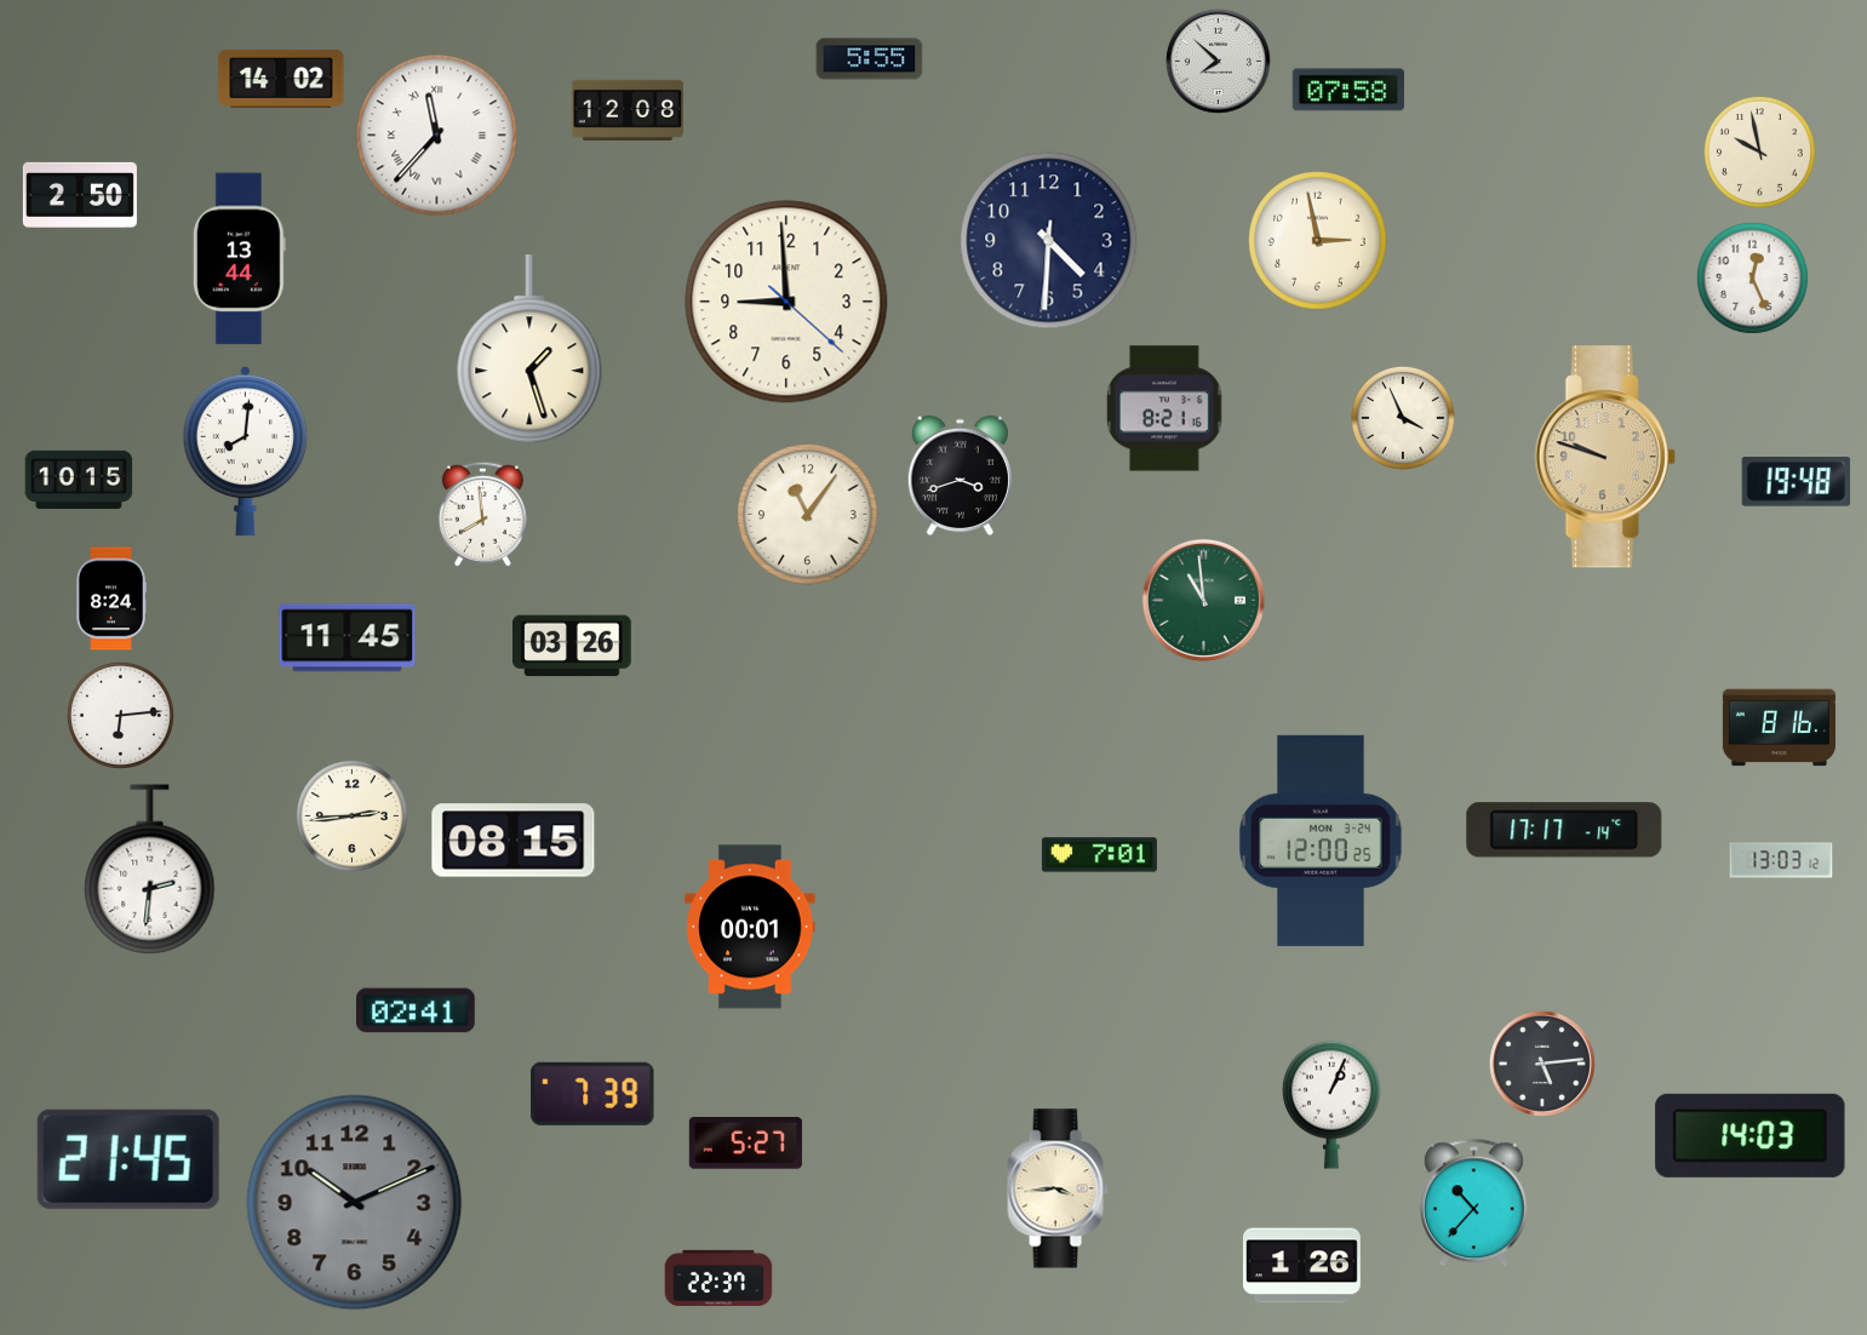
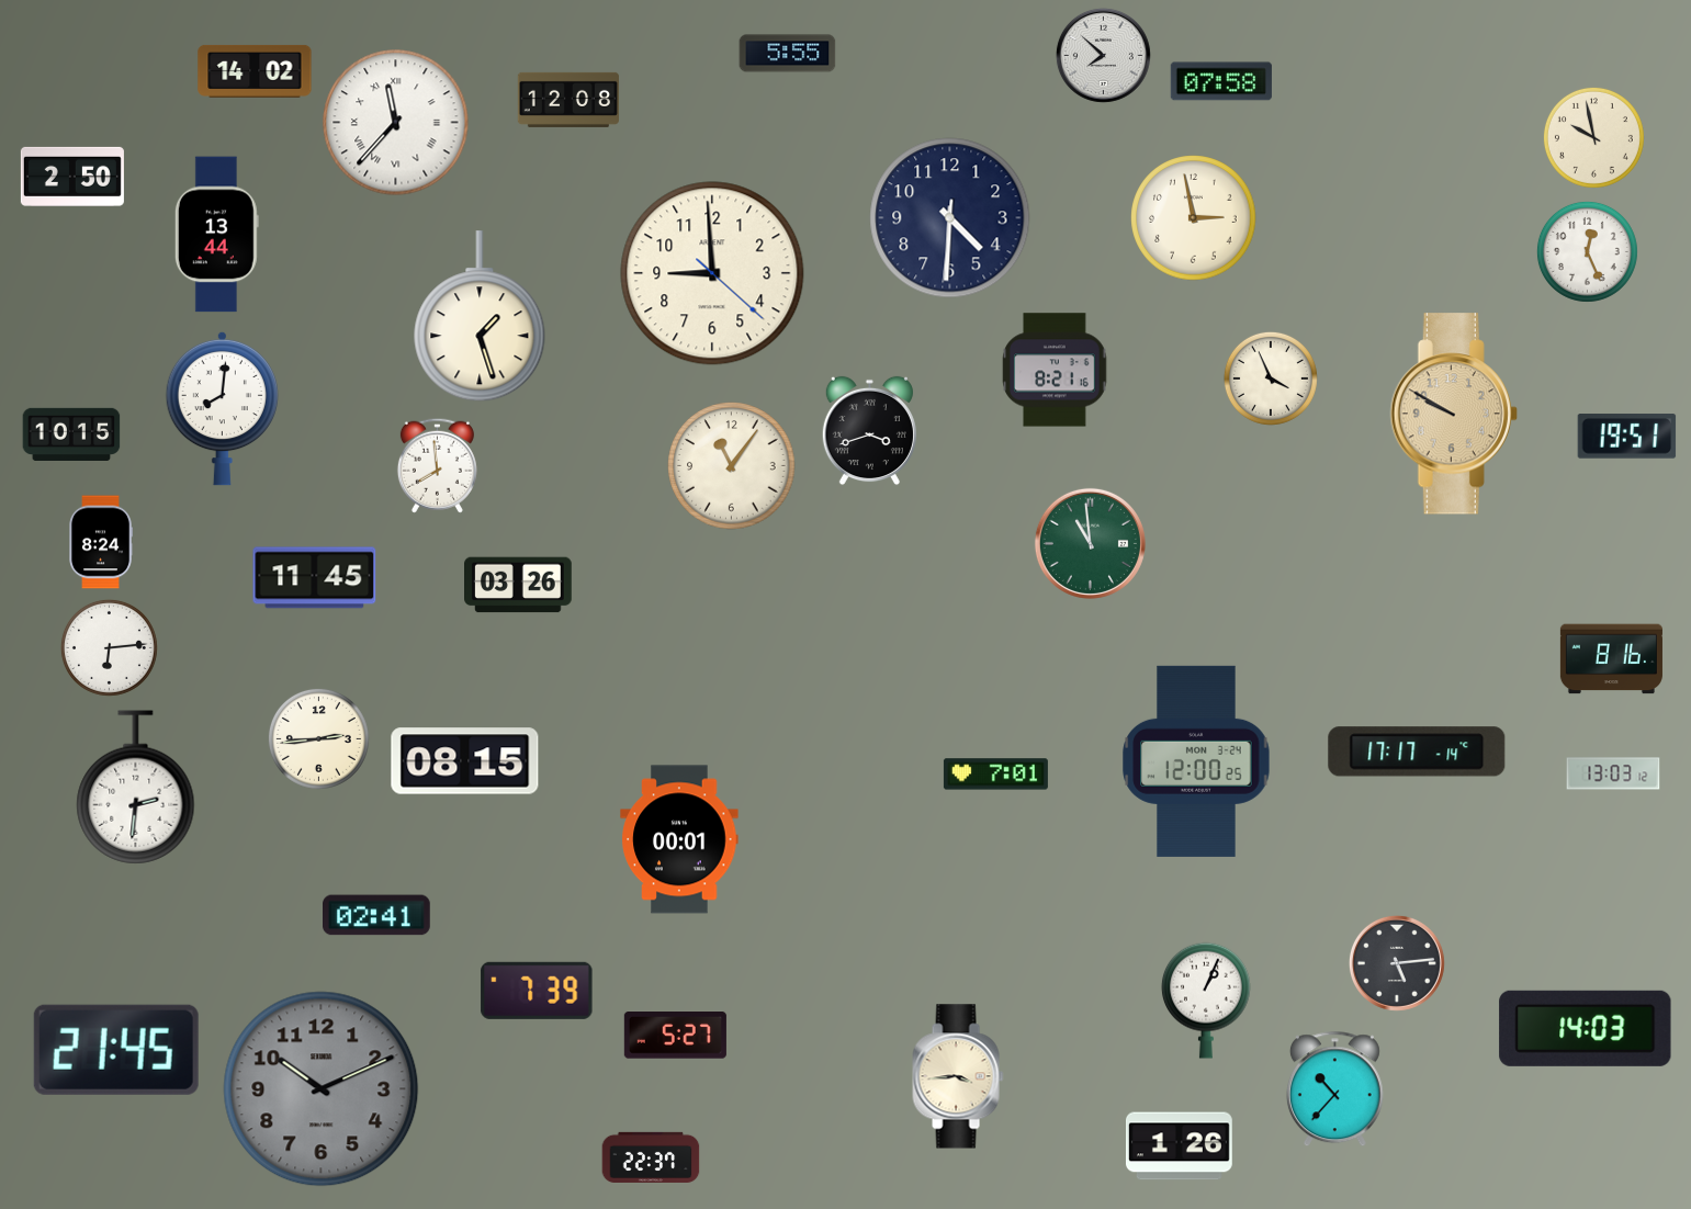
clock at (1605, 457): 9:48 -> 9:50
clock at (1797, 482): 19:48 -> 19:51
clock at (1781, 860) position: (1781, 860) -> (1613, 773)
